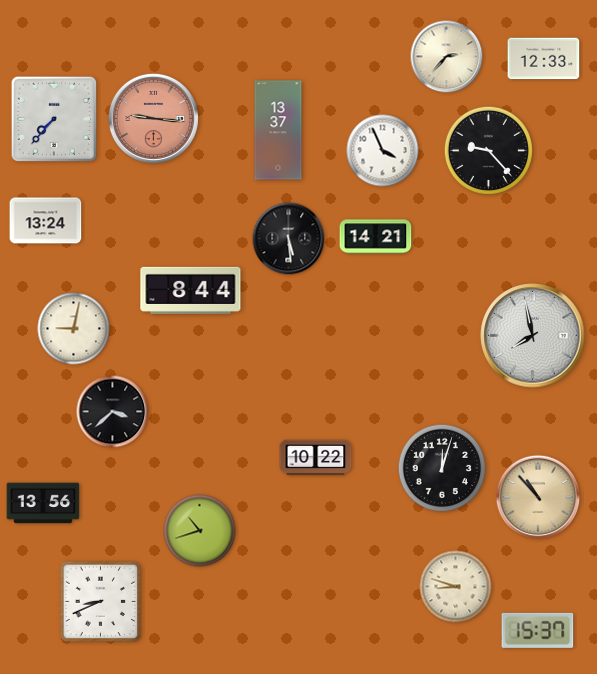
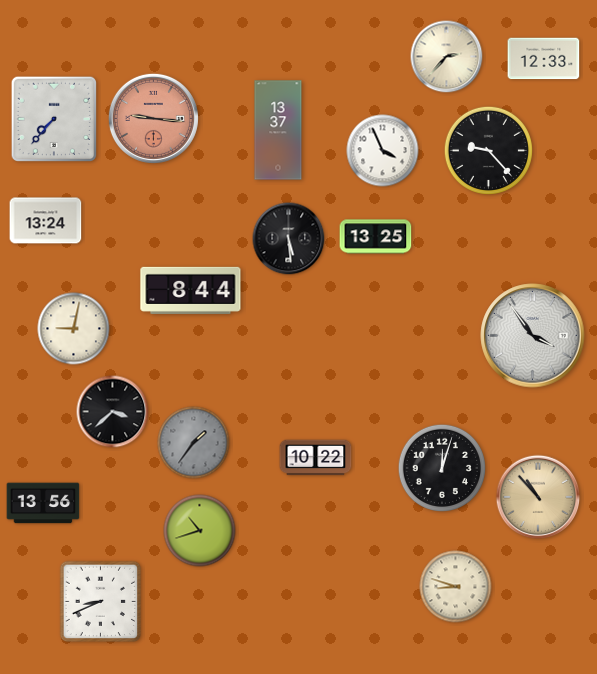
clock at (376, 237): 14:21 -> 13:25
clock at (533, 336): 7:58 -> 3:54
clock at (194, 443): none -> 1:36
clock at (538, 630): 15:37 -> none
